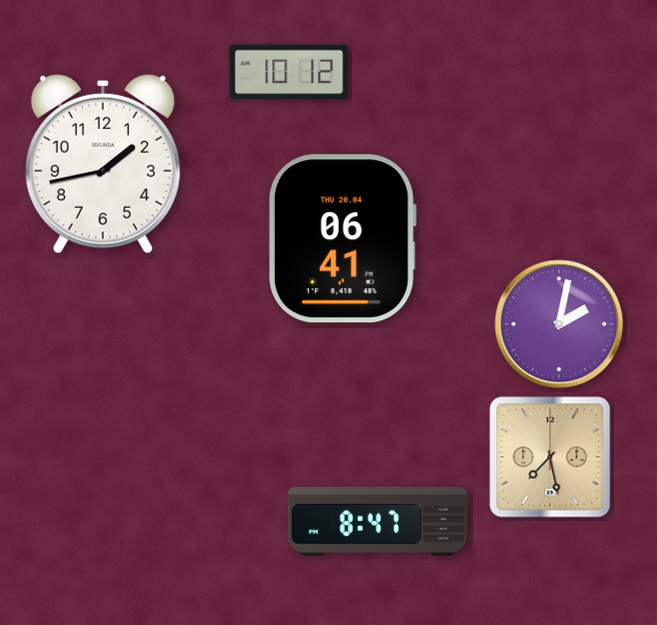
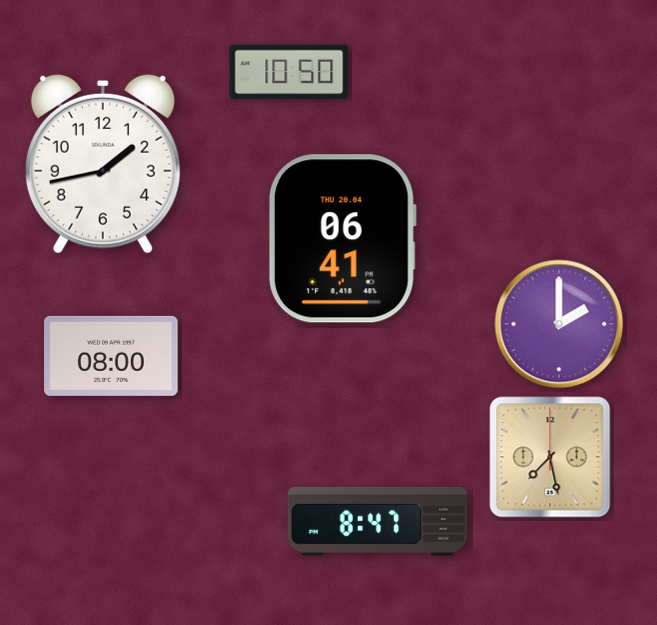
clock at (289, 72): 10:12 -> 10:50
clock at (559, 324): 2:02 -> 2:00
clock at (111, 356): none -> 08:00
